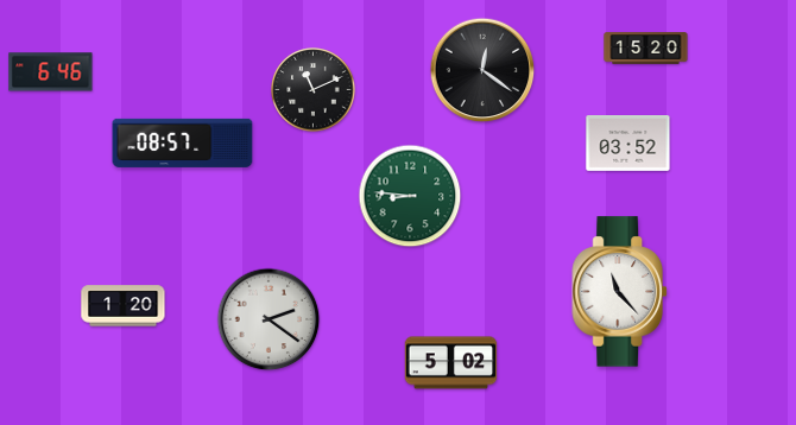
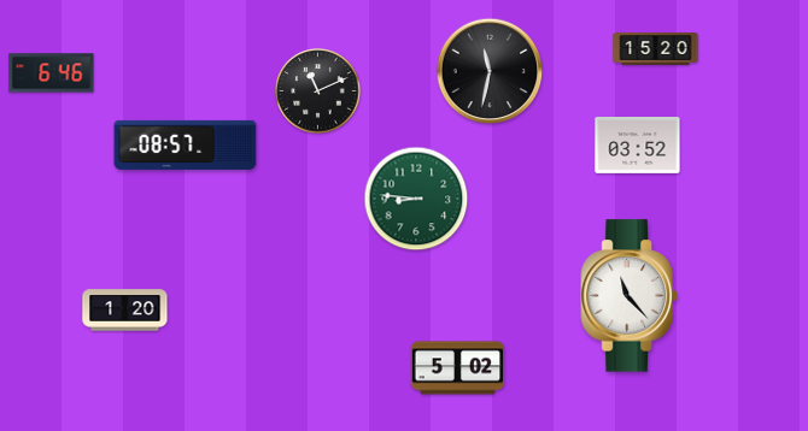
clock at (482, 70): 12:21 -> 11:32
clock at (269, 319): 2:21 -> none
